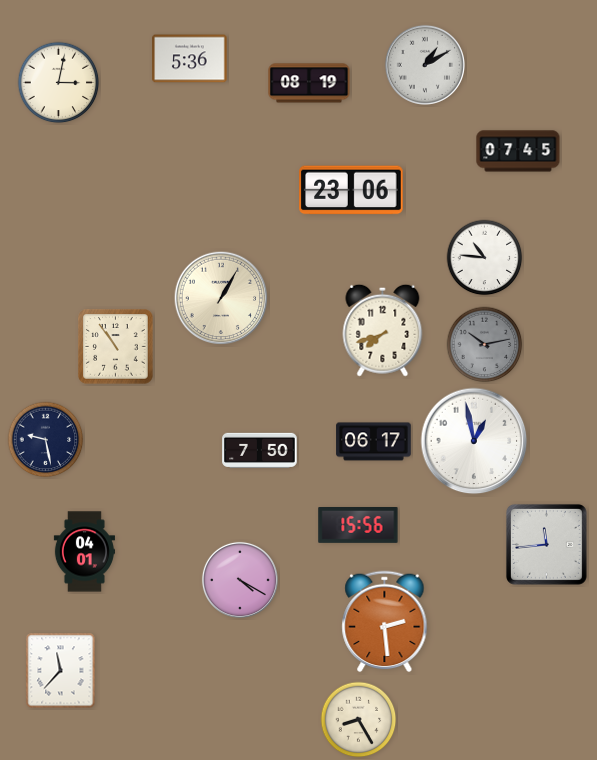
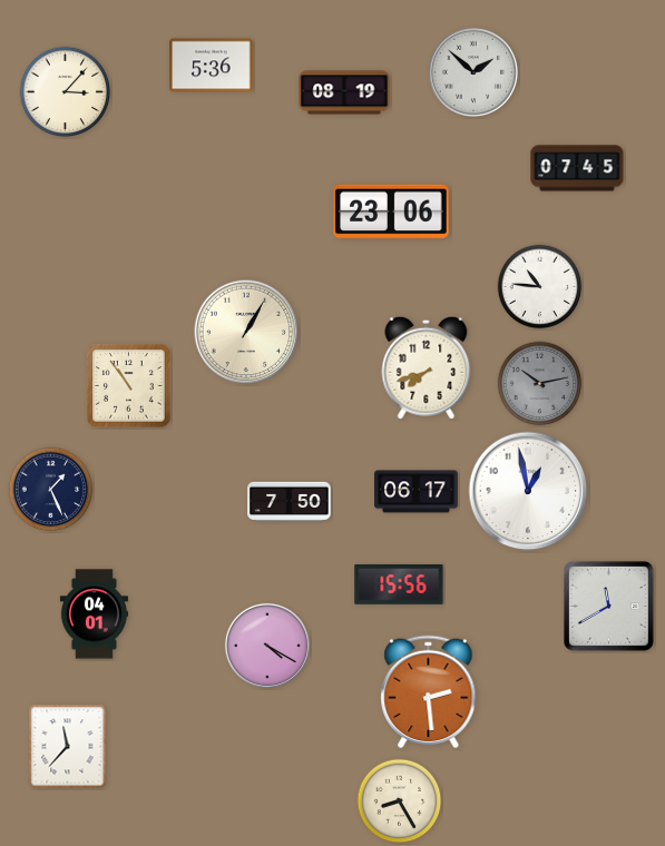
clock at (425, 65): 1:10 -> 1:52
clock at (59, 83): 3:02 -> 3:07
clock at (46, 440): 9:28 -> 1:26
clock at (546, 544): 11:44 -> 11:40
